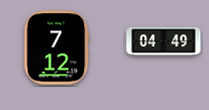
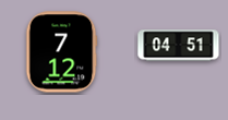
clock at (164, 42): 04:49 -> 04:51
